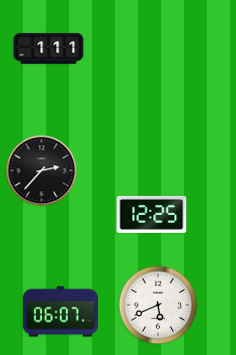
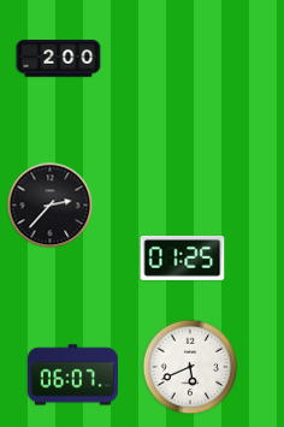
clock at (49, 49): 1:11 -> 2:00
clock at (152, 214): 12:25 -> 01:25
